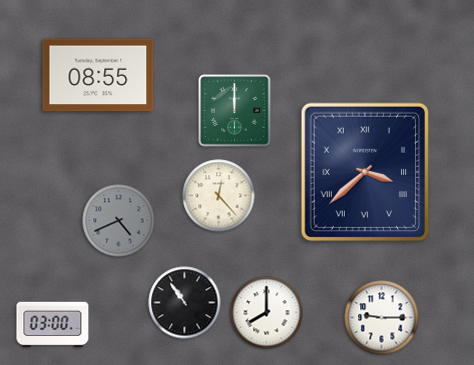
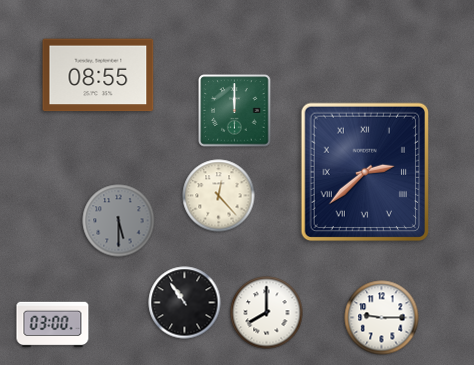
clock at (364, 172): 3:38 -> 2:38
clock at (119, 221): 4:41 -> 5:30
